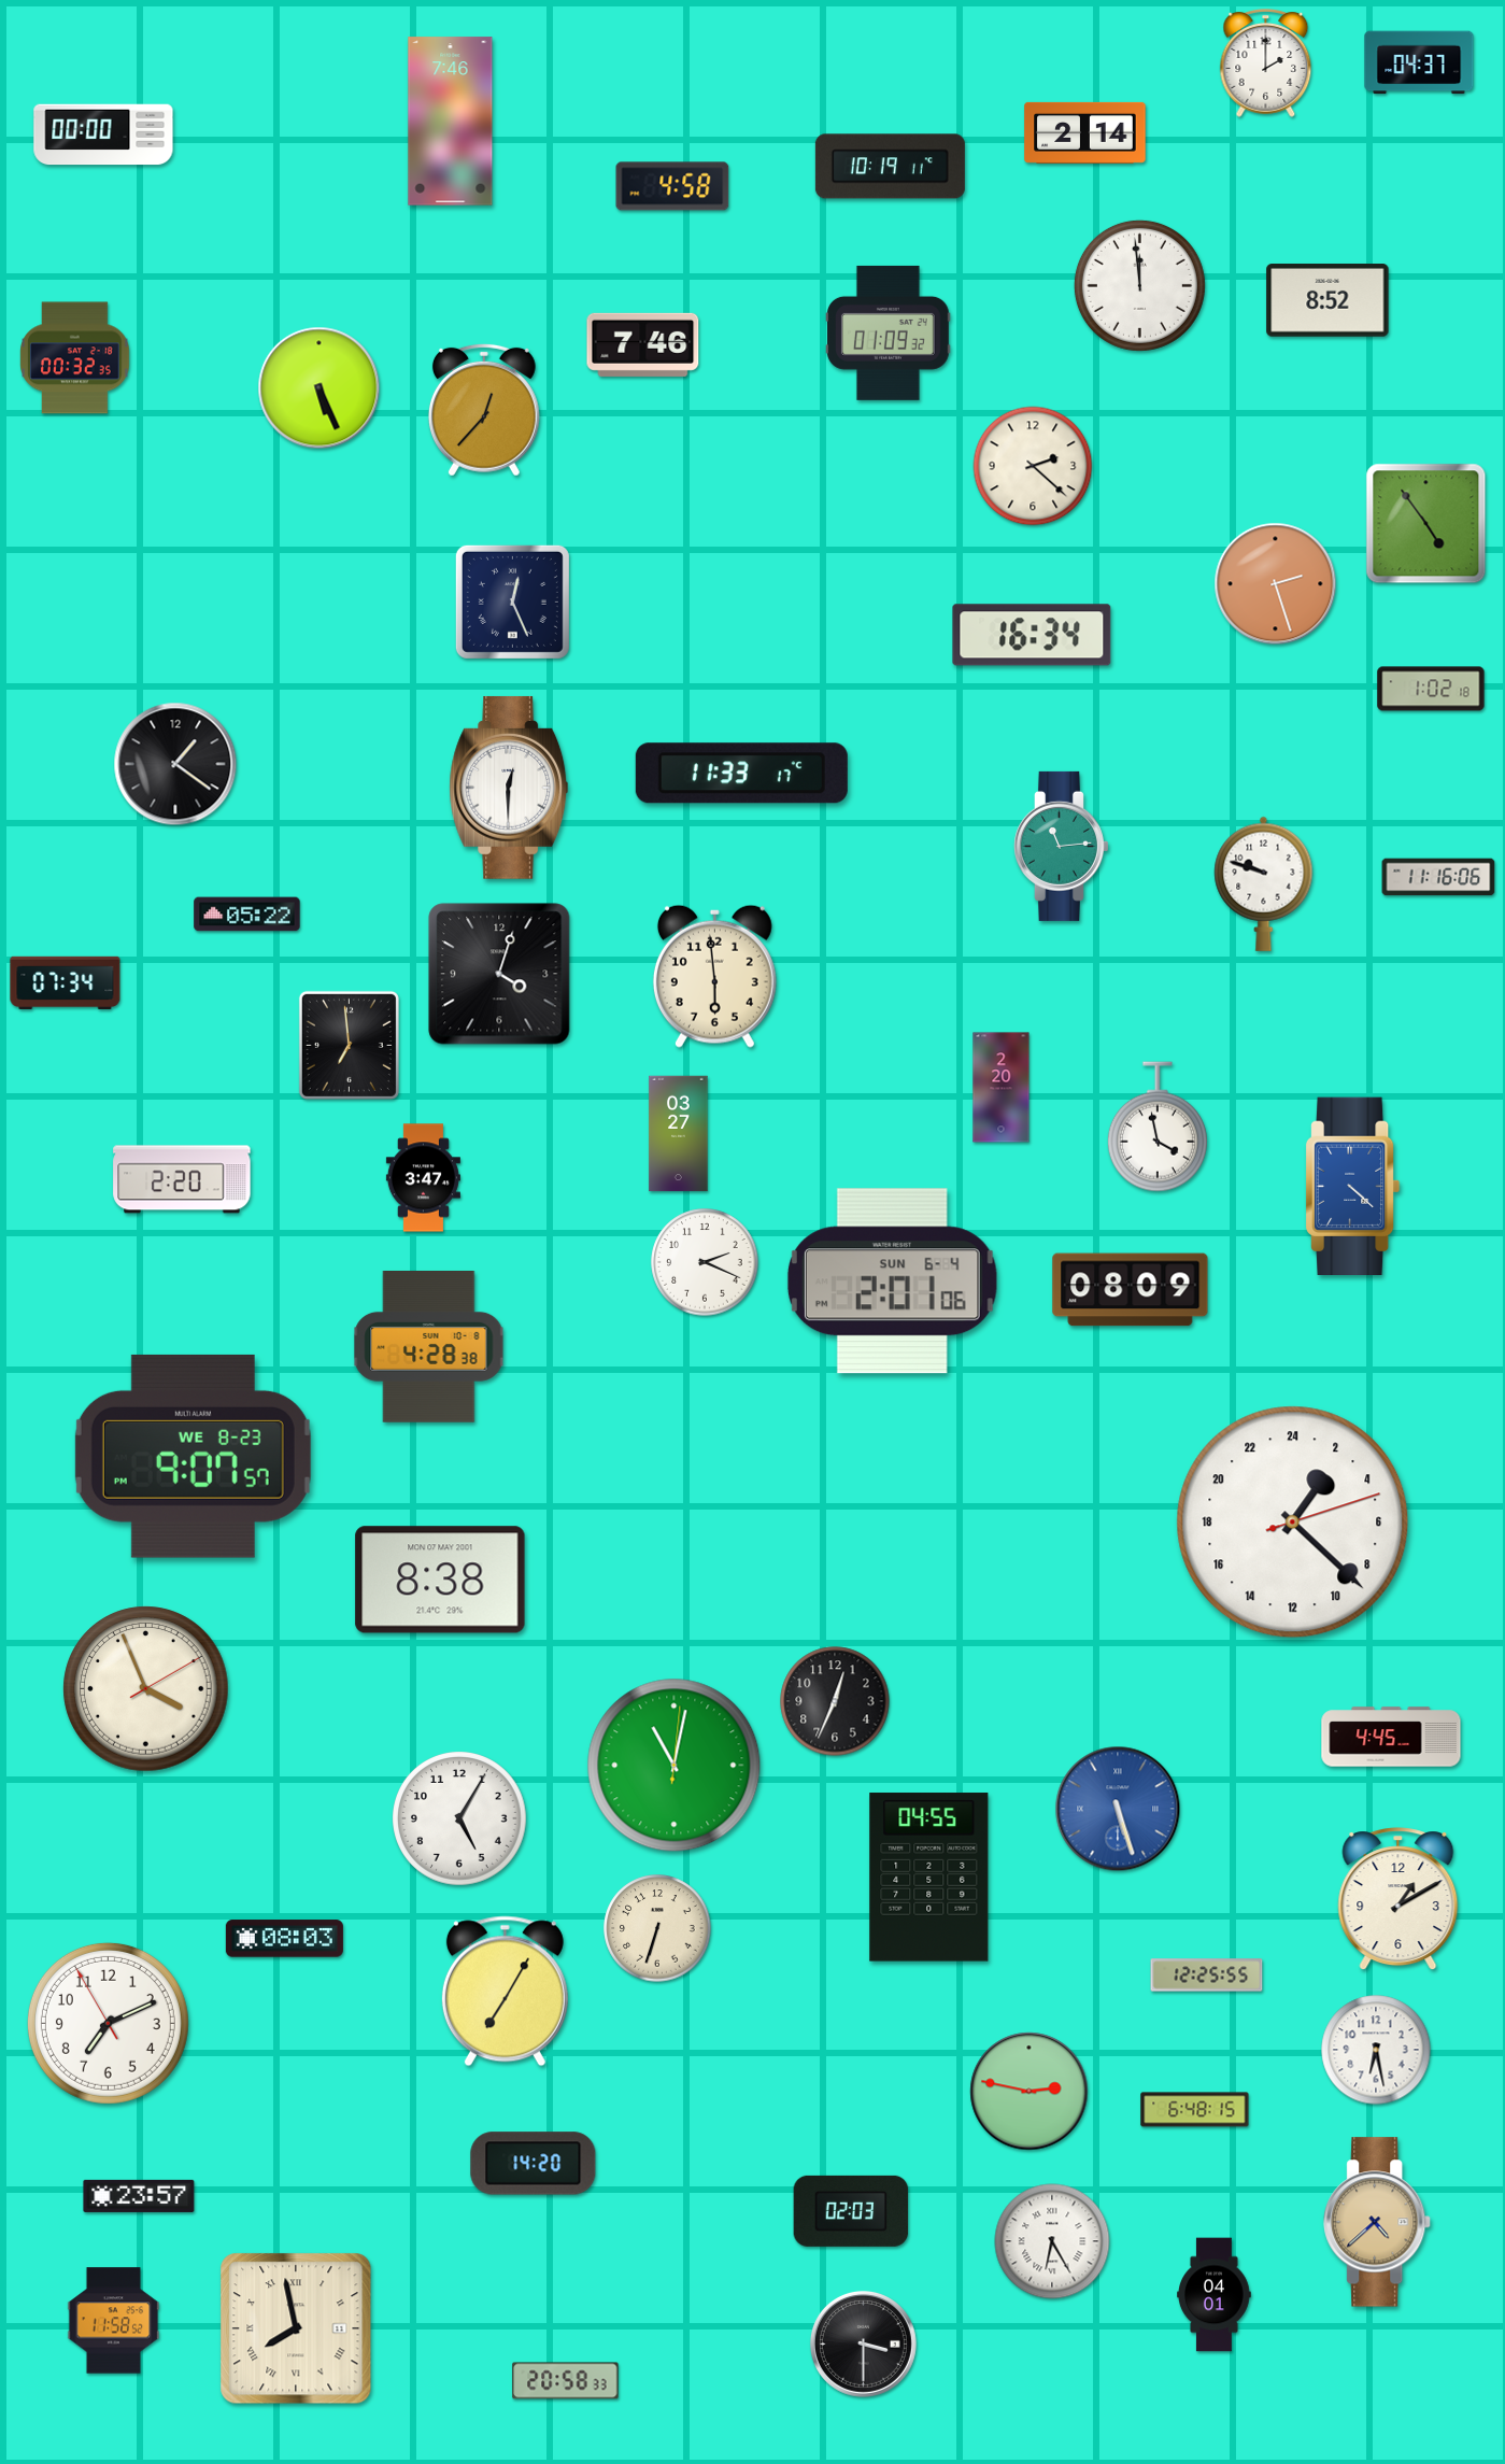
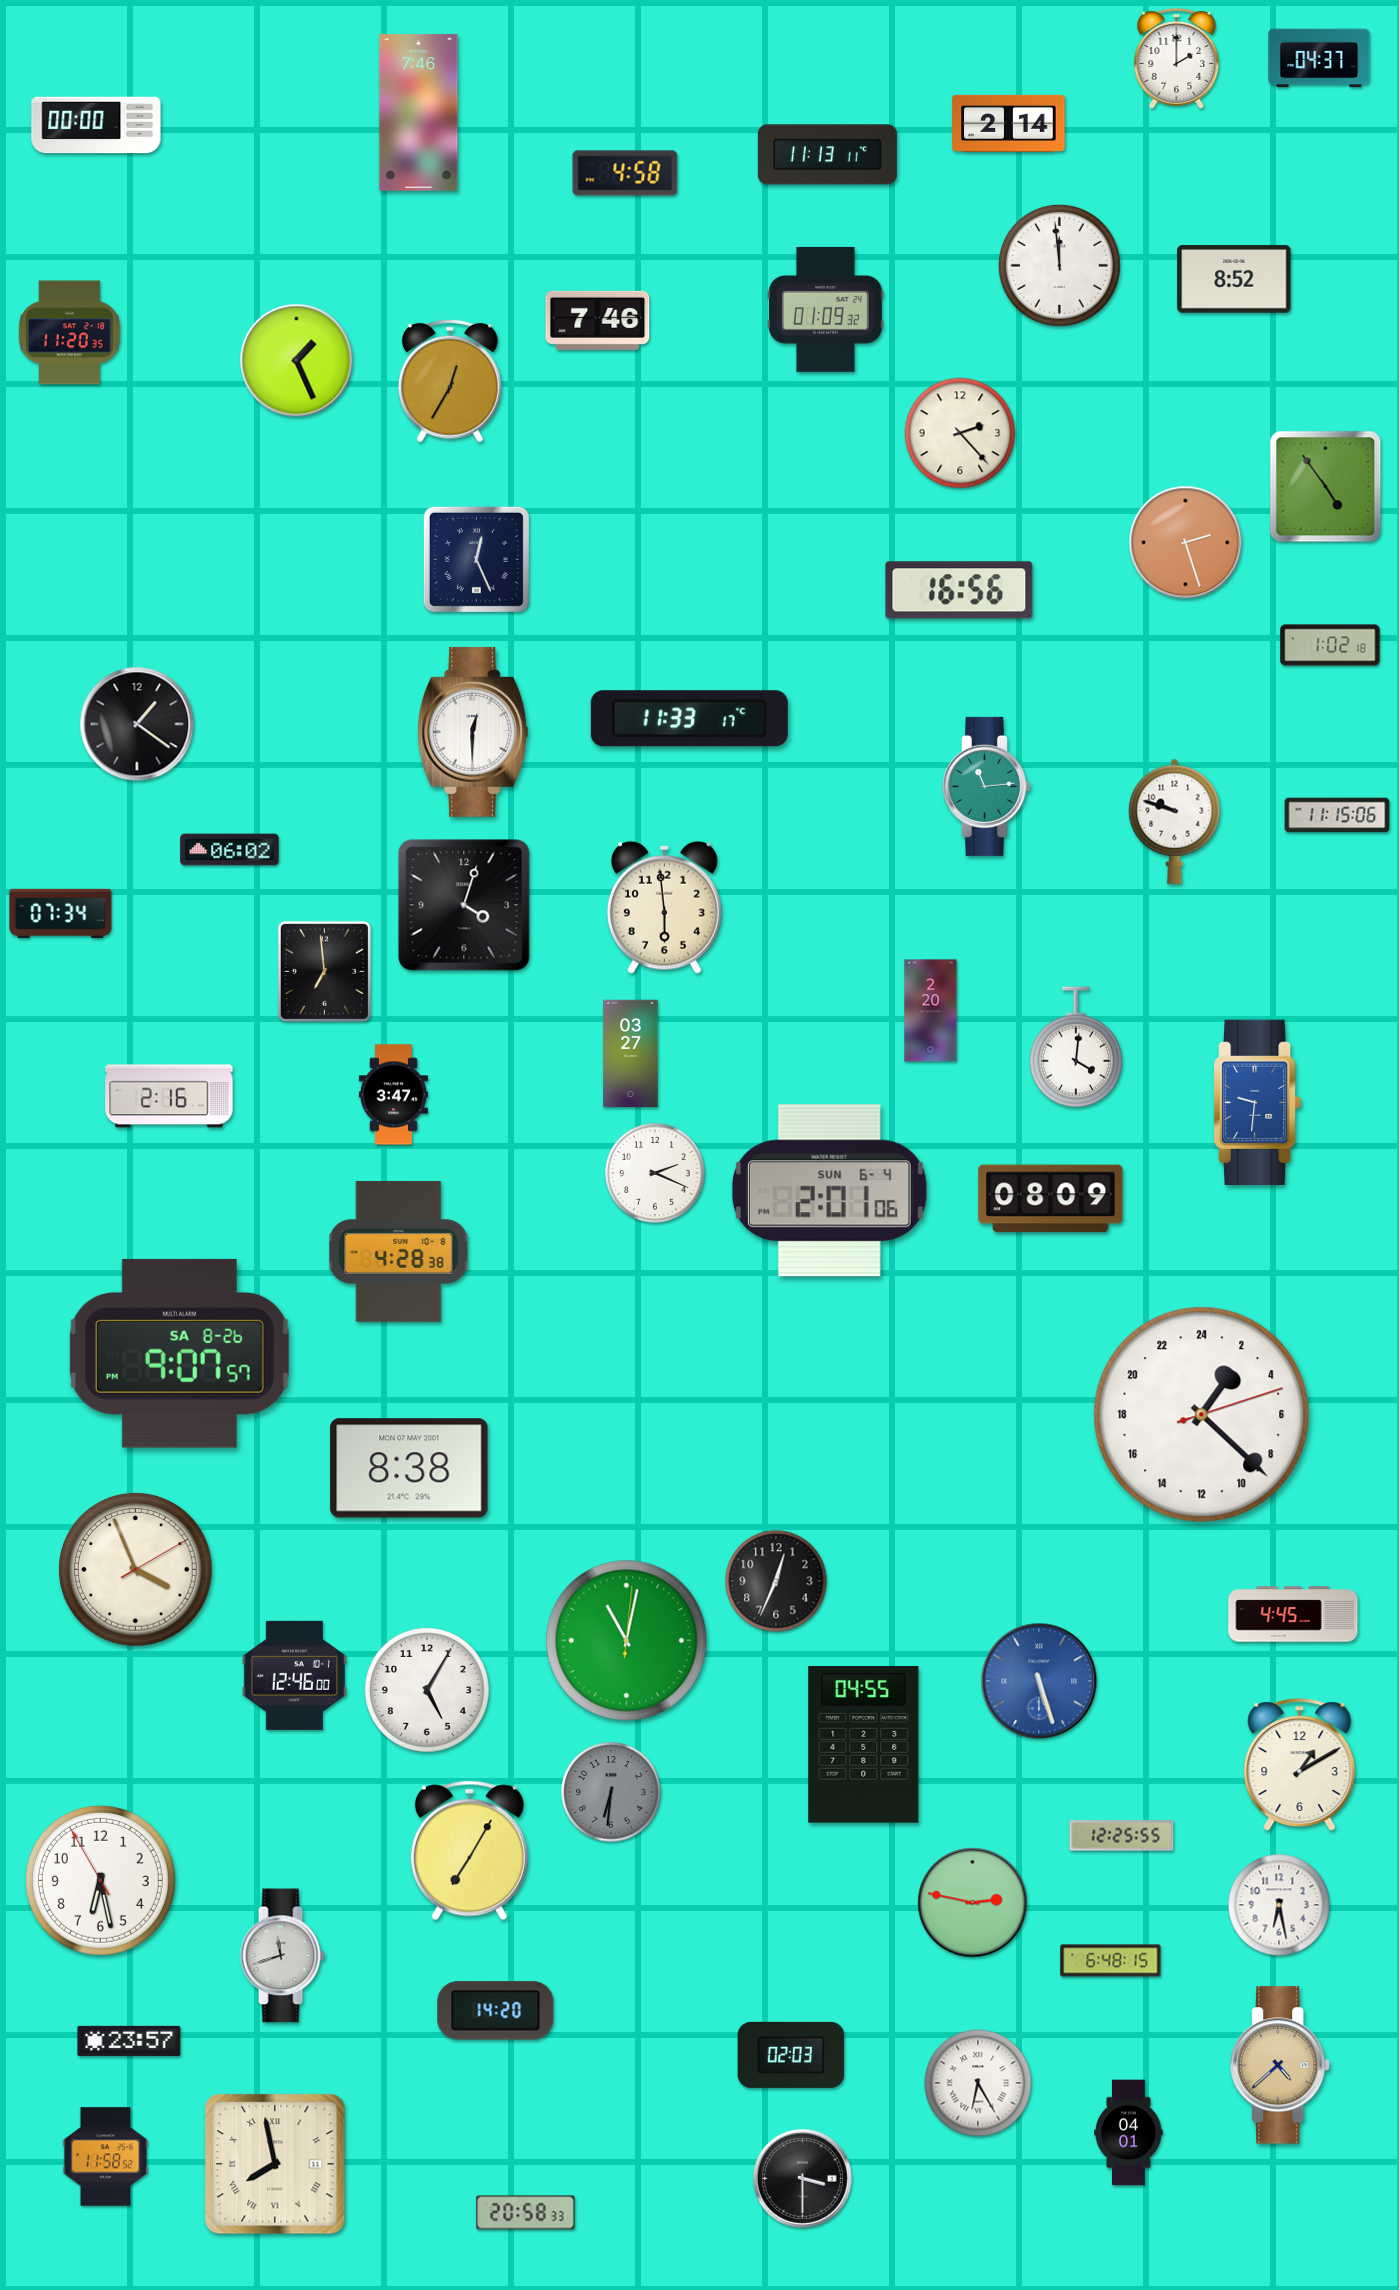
clock at (890, 167): 10:19 -> 11:13
clock at (75, 358): 00:32 -> 11:20
clock at (320, 388): 5:26 -> 1:26
clock at (484, 410): 12:37 -> 12:35
clock at (1033, 466): 2:22 -> 2:23
clock at (1032, 635): 16:34 -> 16:56
clock at (1431, 689) position: (1431, 689) -> (1330, 645)
clock at (175, 764) position: (175, 764) -> (137, 724)
clock at (1438, 877): 11:16 -> 11:15
clock at (247, 915): 05:22 -> 06:02
clock at (1158, 1127): 3:58 -> 4:01
clock at (182, 1179): 2:20 -> 2:16
clock at (1353, 1186): 4:22 -> 9:31
clock at (193, 1456) date: WE 8-23 -> SA 8-26
clock at (294, 1675): none -> 12:46
clock at (657, 1928): 6:33 -> 6:31
clock at (657, 1928) dial: cream -> grey
clock at (284, 1939): 08:03 -> none
clock at (108, 2023): 7:10 -> 6:27
clock at (1030, 2092) position: (1030, 2092) -> (973, 1903)
clock at (282, 1956): none -> 11:42
